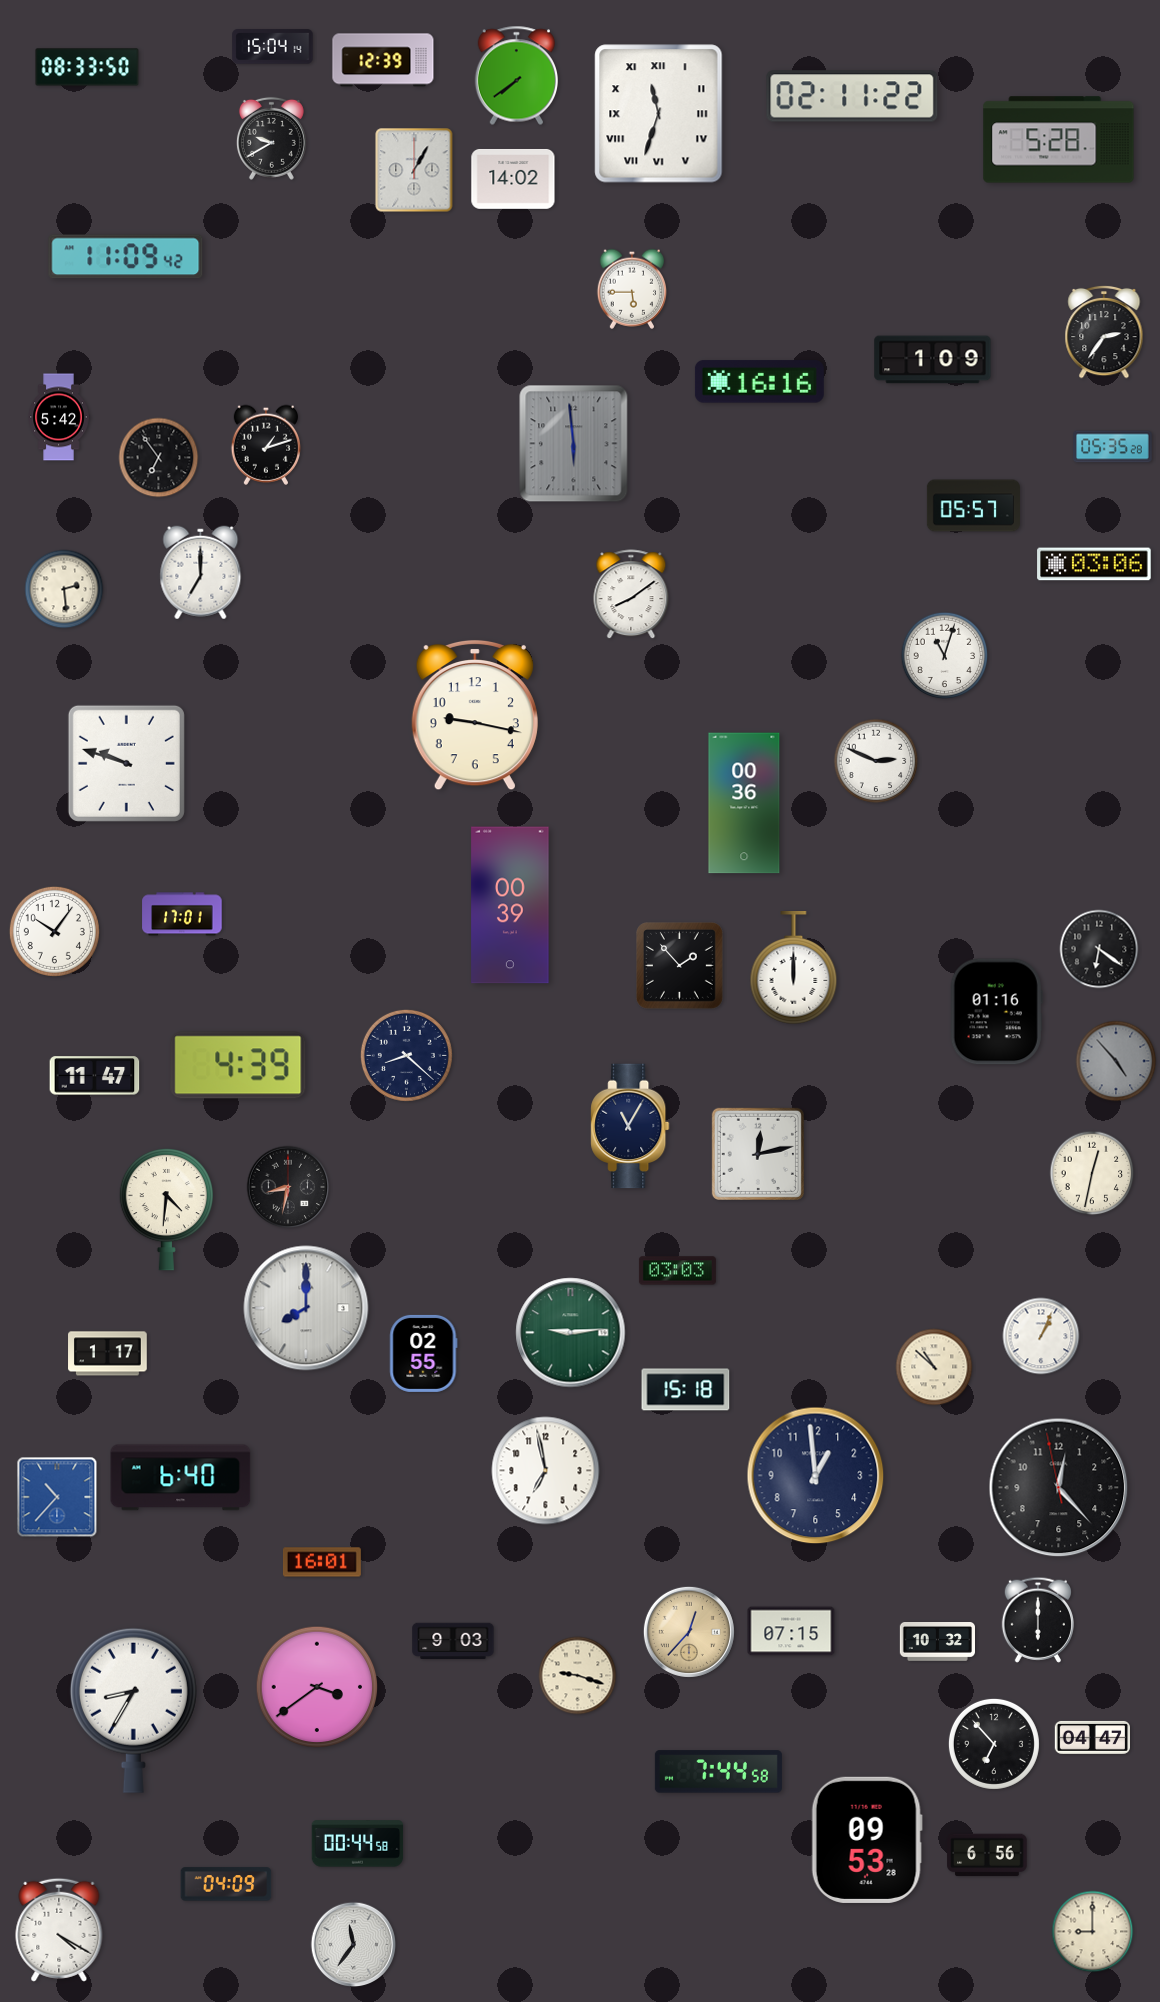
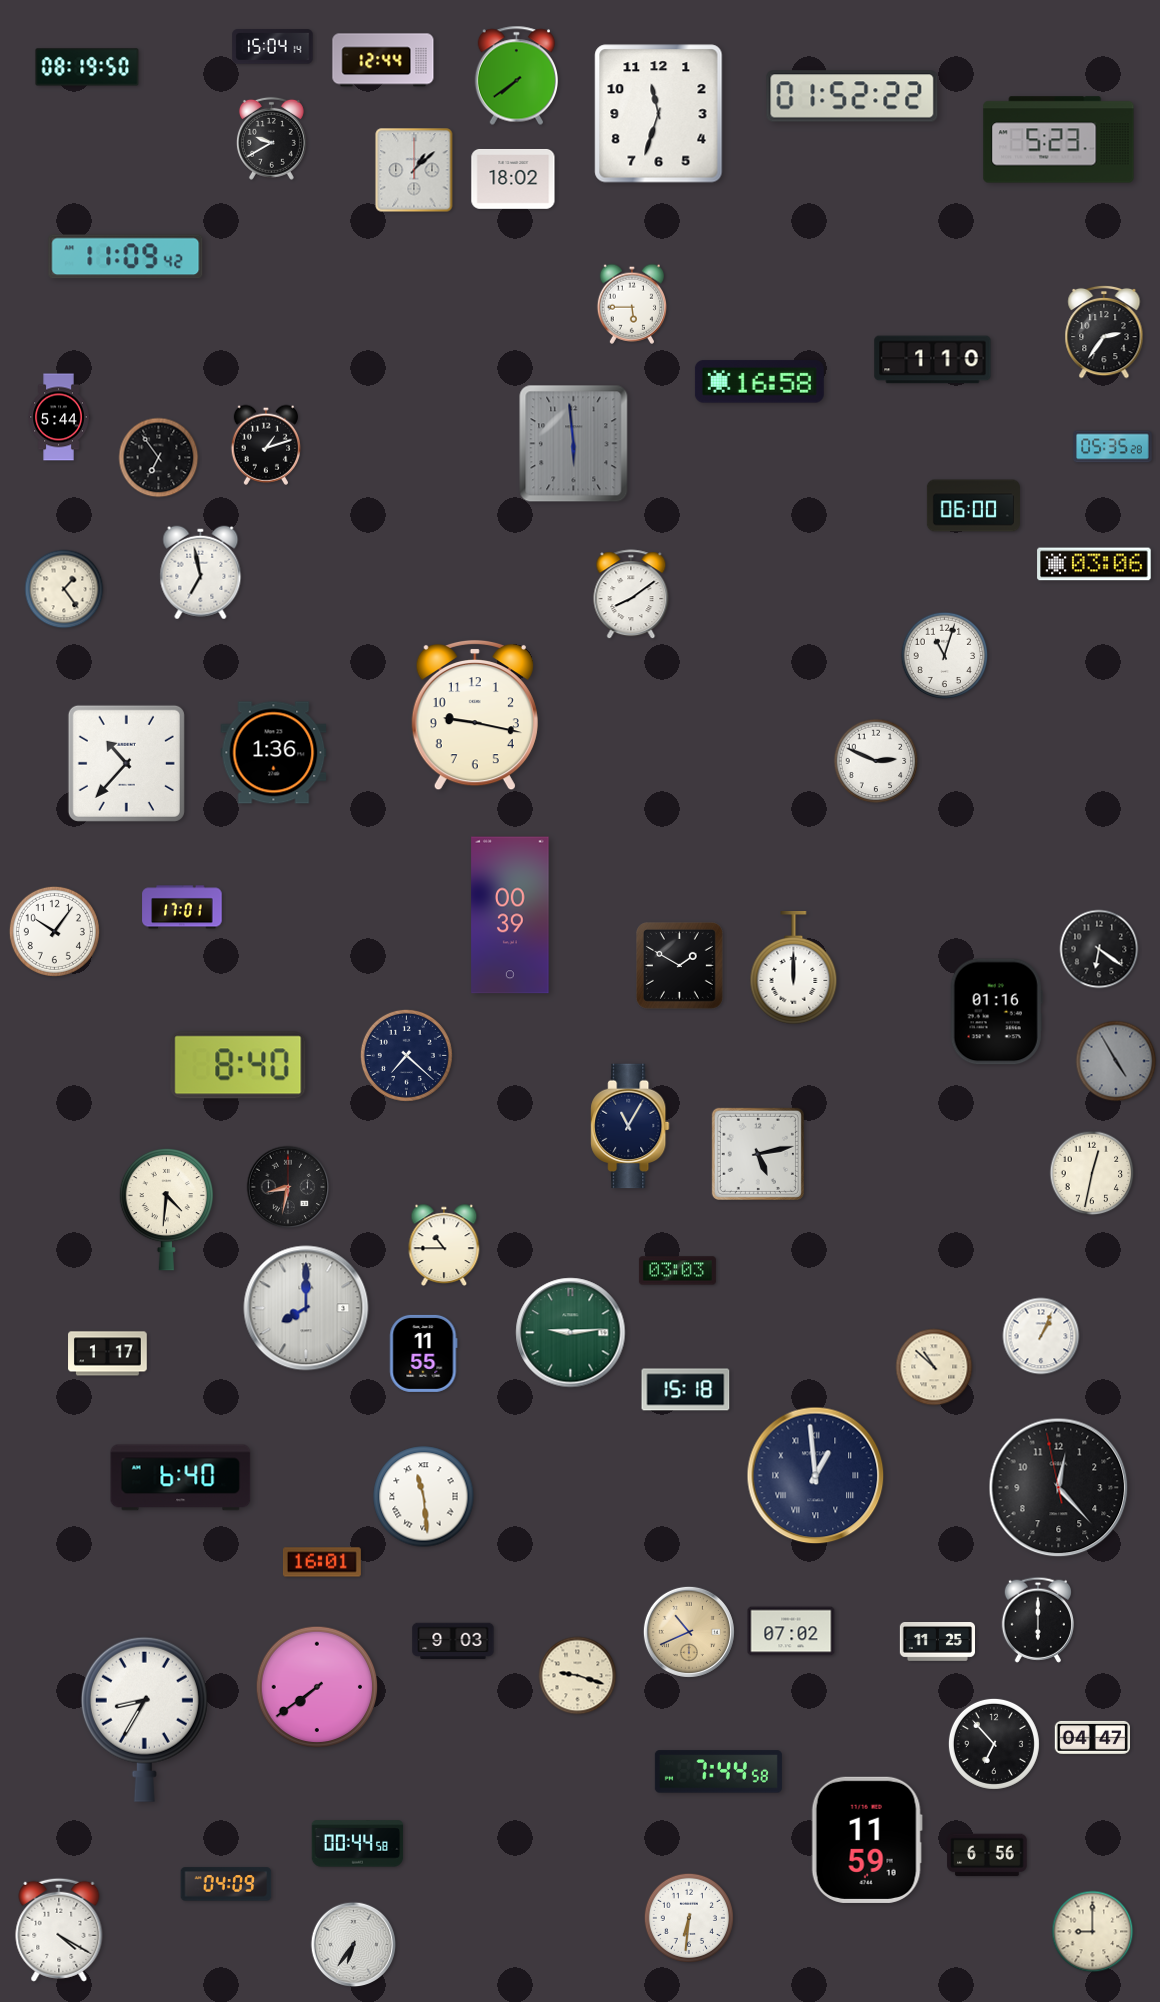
clock at (383, 60): 12:39 -> 12:44
clock at (87, 67): 08:33 -> 08:19
clock at (852, 96): 02:11 -> 01:52
clock at (659, 114) numerals: Roman -> Arabic
clock at (1059, 140): 5:28 -> 5:23
clock at (414, 170): 1:05 -> 1:08
clock at (513, 179): 14:02 -> 18:02
clock at (631, 289) position: (631, 289) -> (631, 304)
clock at (933, 360): 1:09 -> 1:10
clock at (759, 382): 16:16 -> 16:58
clock at (59, 417): 5:42 -> 5:44
clock at (973, 506): 05:57 -> 06:00
clock at (201, 573): 7:00 -> 6:58
clock at (64, 589): 2:29 -> 1:24
clock at (274, 753): none -> 1:36
clock at (126, 763): 9:48 -> 10:37
clock at (744, 803): 00:36 -> none
clock at (510, 905) position: (510, 905) -> (510, 915)
clock at (182, 914) position: (182, 914) -> (182, 907)
clock at (679, 965): 1:53 -> 1:50
clock at (406, 1055): 8:22 -> 7:22
clock at (1116, 1061): 4:53 -> 4:55
clock at (238, 1065): 4:39 -> 8:40
clock at (95, 1076): 11:47 -> none
clock at (758, 1154): 12:13 -> 5:13
clock at (444, 1245): none -> 10:45
clock at (424, 1353): 02:55 -> 11:55
clock at (546, 1471): 6:58 -> none
clock at (816, 1476) numerals: Arabic -> Roman
clock at (57, 1497): 10:37 -> none
clock at (424, 1497): none -> 11:29
clock at (791, 1631): 07:15 -> 07:02
clock at (689, 1632): 12:37 -> 10:41
clock at (937, 1642): 10:32 -> 11:25
clock at (317, 1687): 3:39 -> 7:39
clock at (133, 1710) position: (133, 1710) -> (144, 1719)
clock at (867, 1840): 09:53 -> 11:59
clock at (689, 1918): none -> 6:31
clock at (354, 1945): 11:36 -> 6:36
